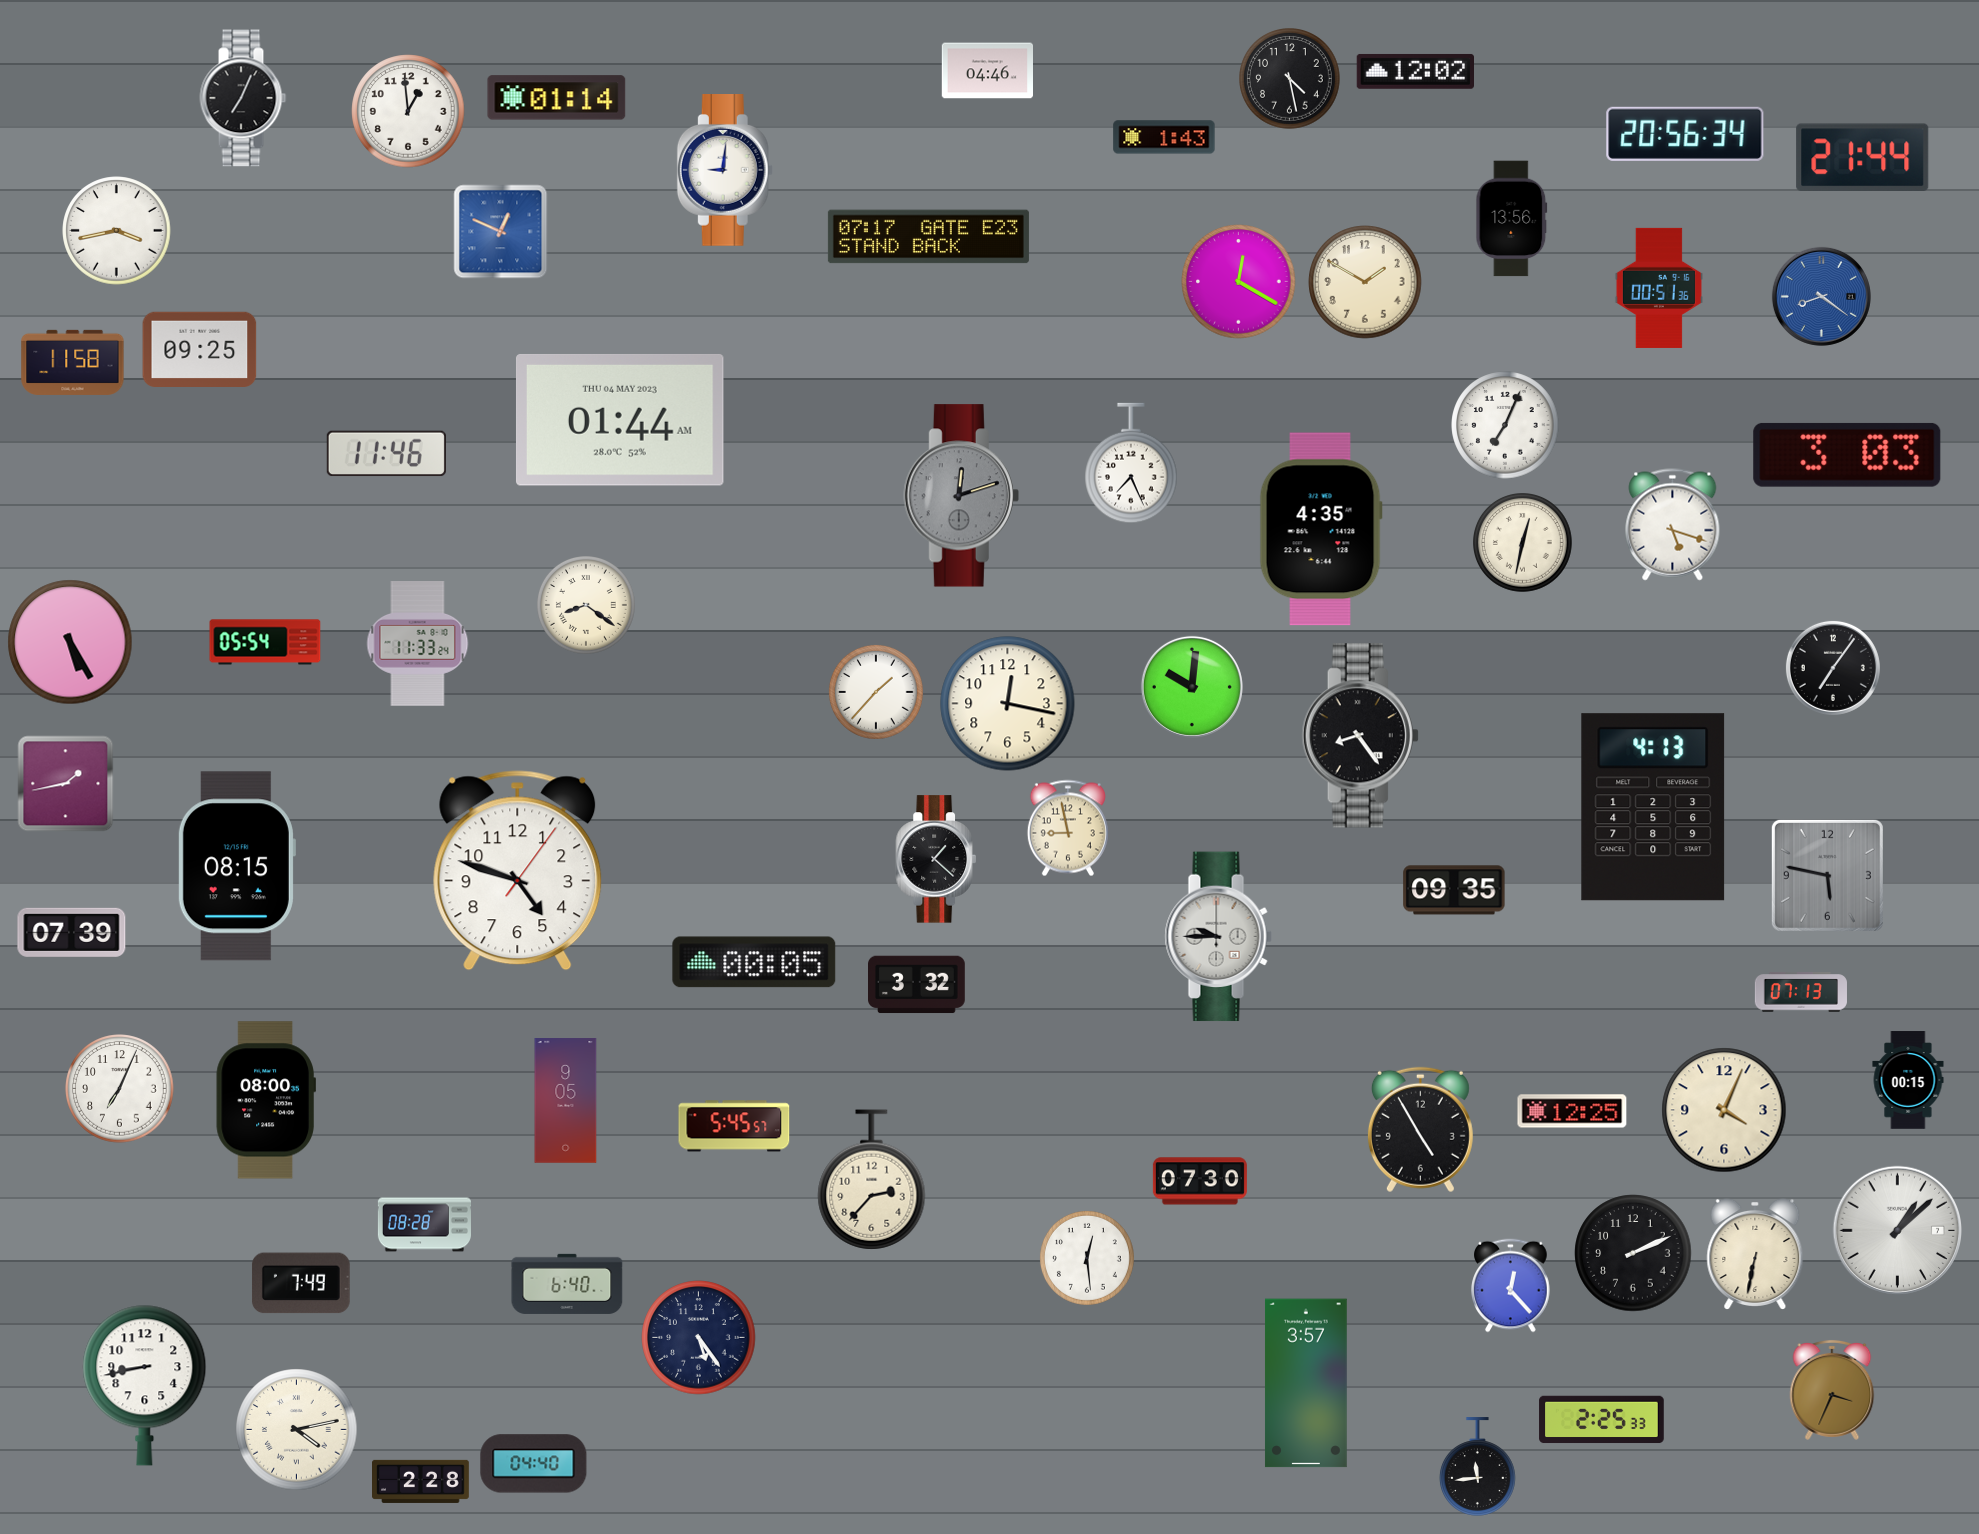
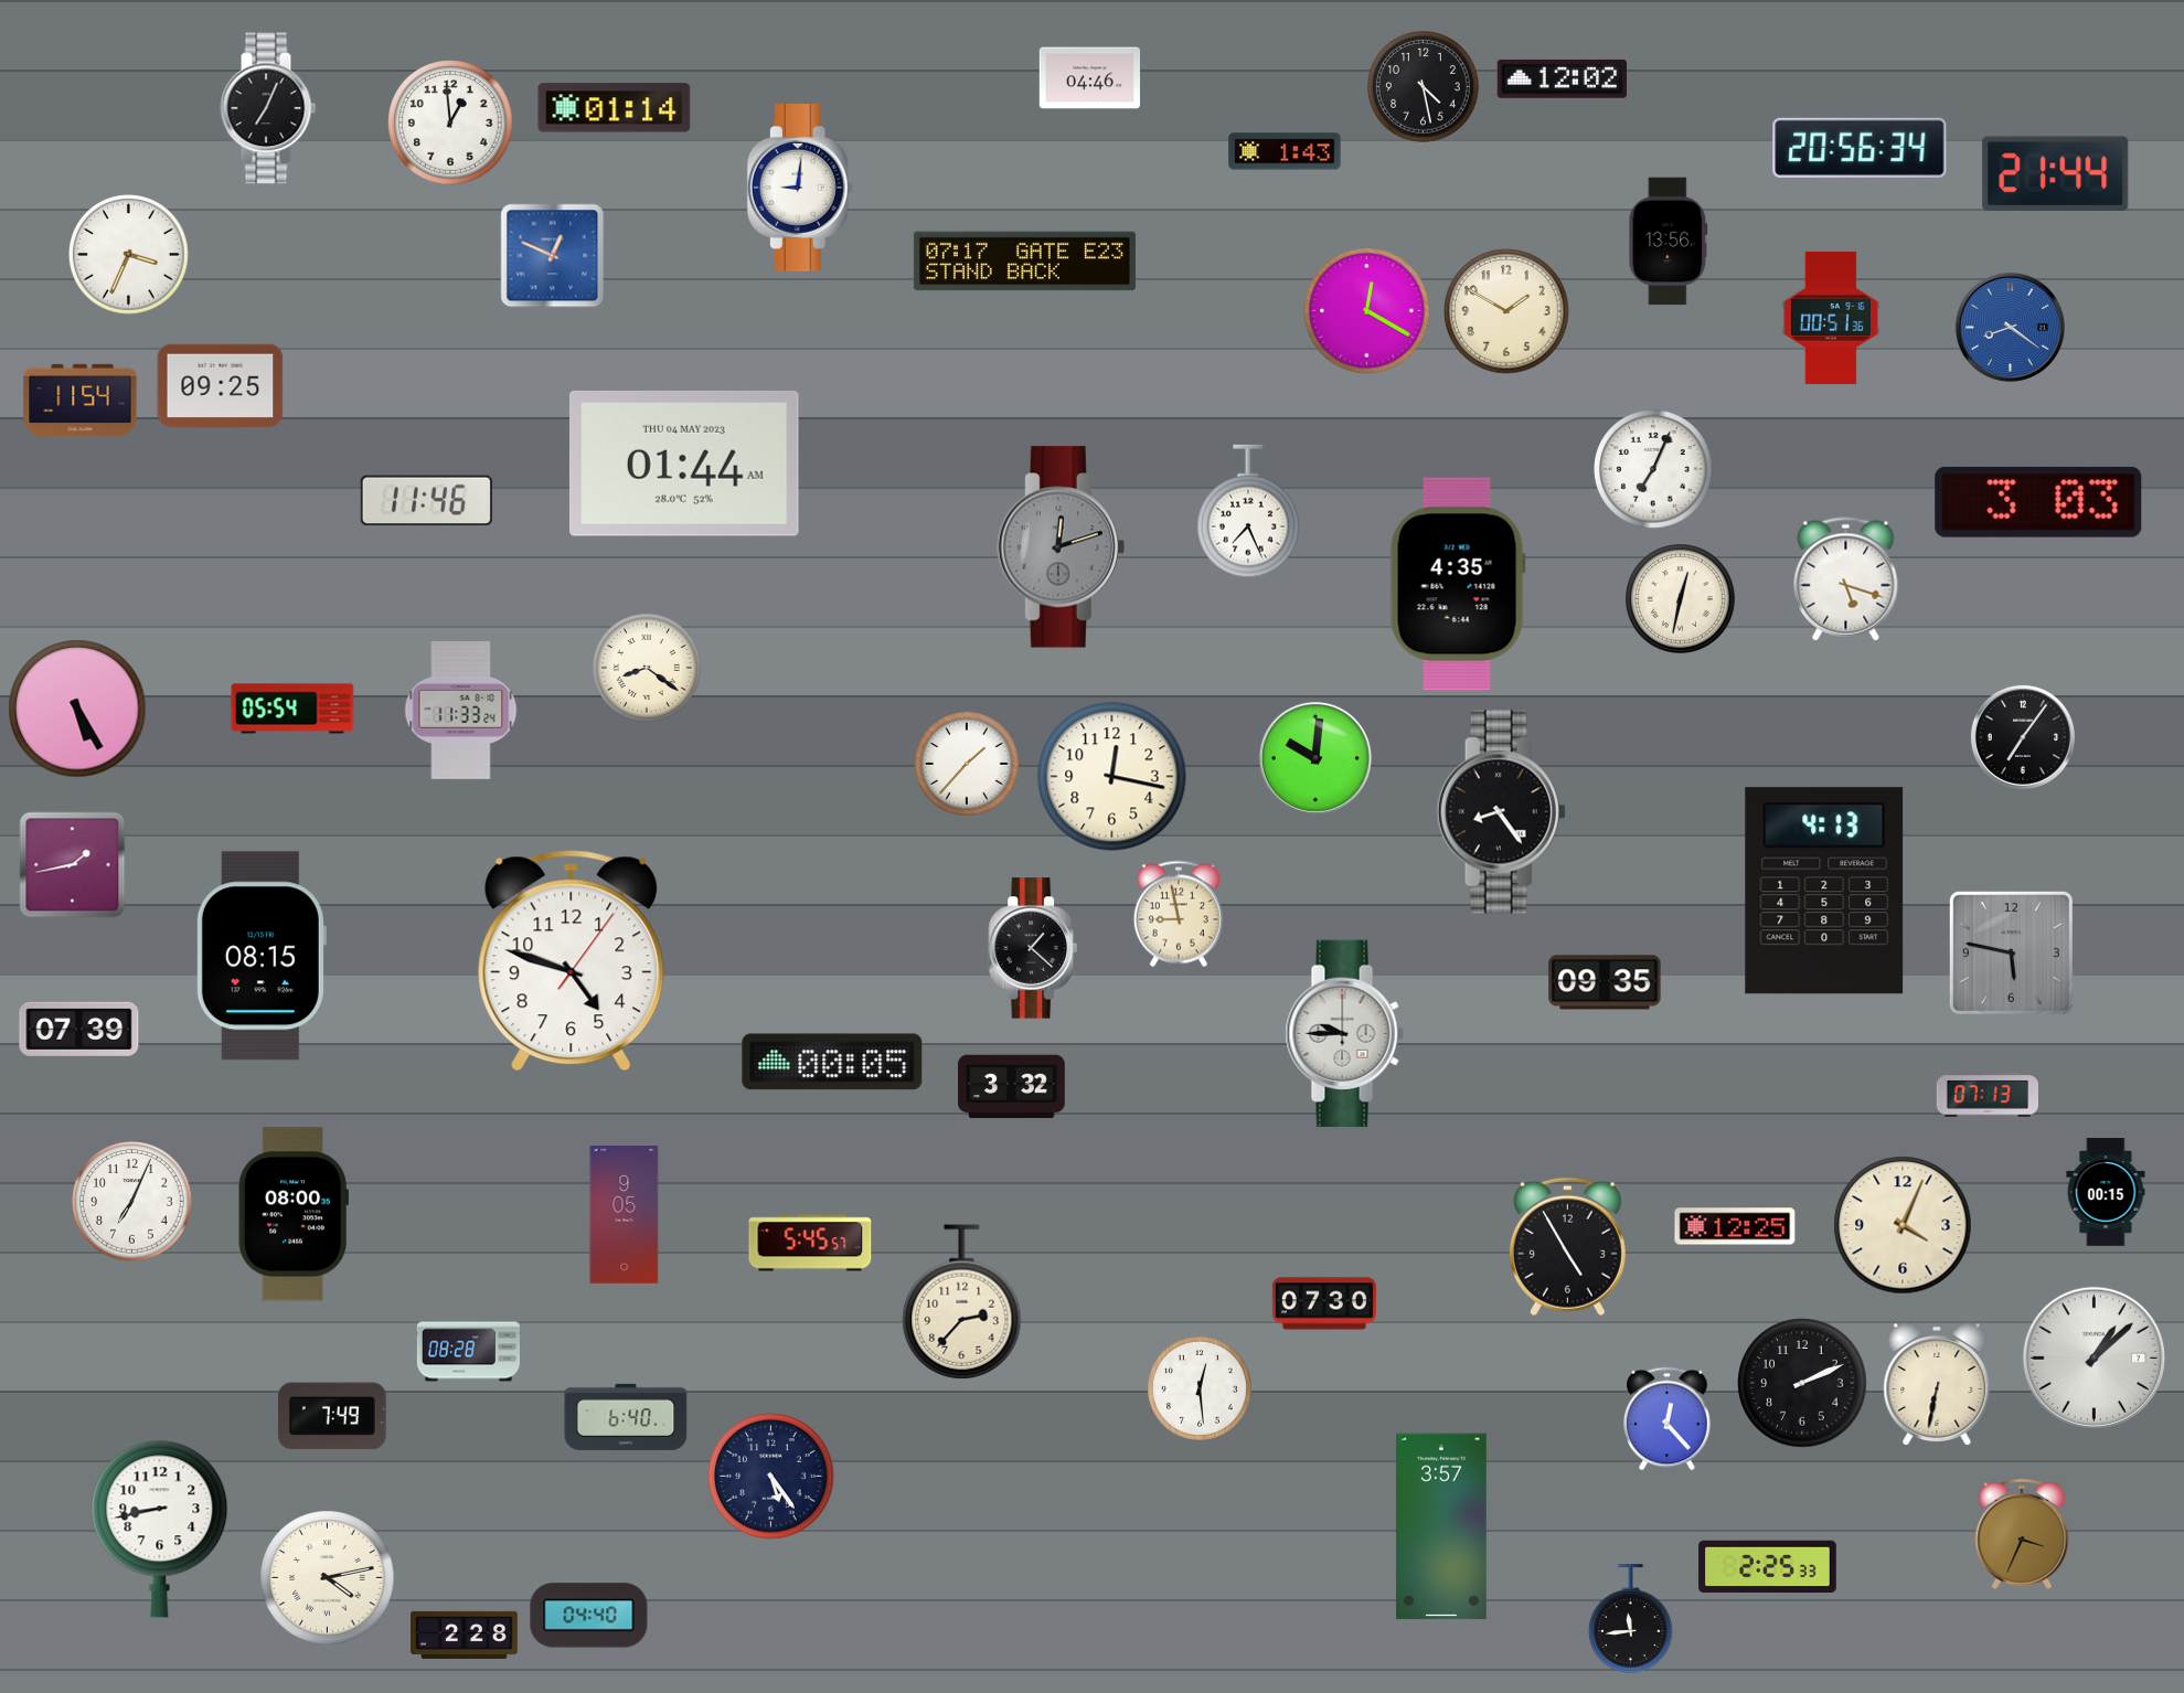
clock at (117, 231): 3:43 -> 3:34
clock at (73, 362): 11:58 -> 11:54
clock at (1505, 425) position: (1505, 425) -> (1653, 469)
clock at (1827, 875) position: (1827, 875) -> (2011, 952)
